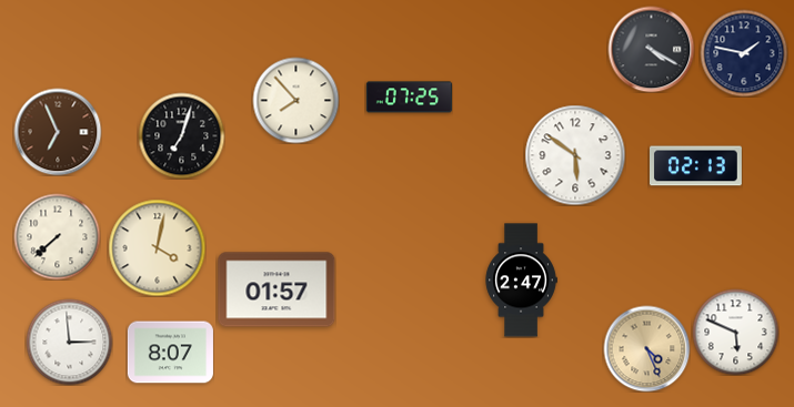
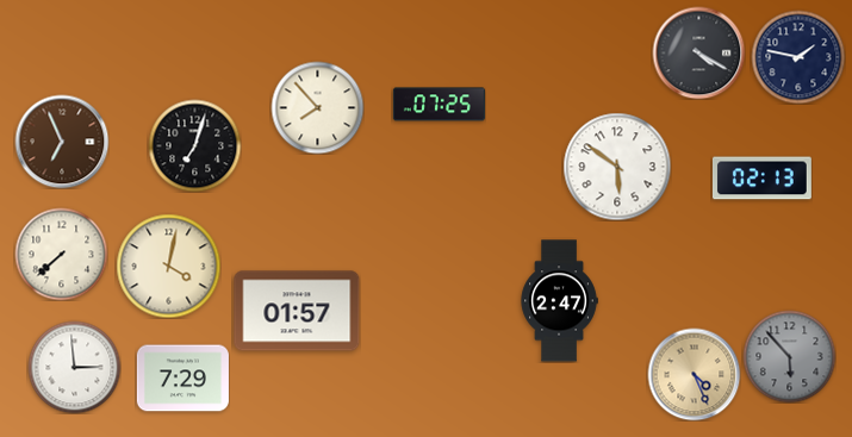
clock at (695, 166) position: (695, 166) -> (761, 179)
clock at (735, 332): 5:49 -> 5:53
clock at (735, 332) dial: white -> grey
clock at (170, 353): 8:07 -> 7:29
